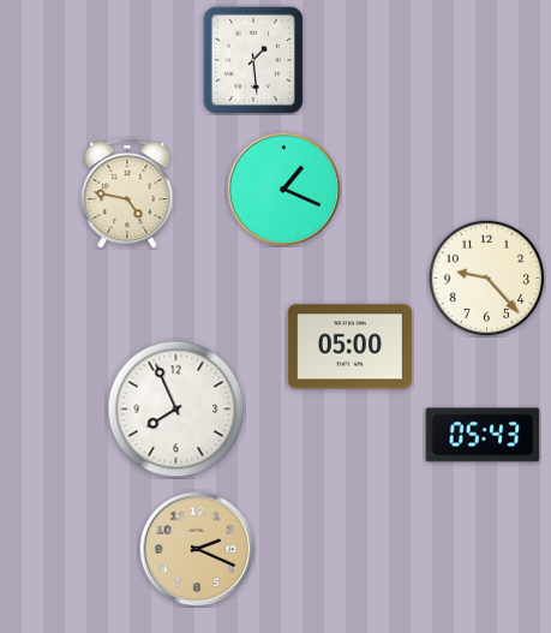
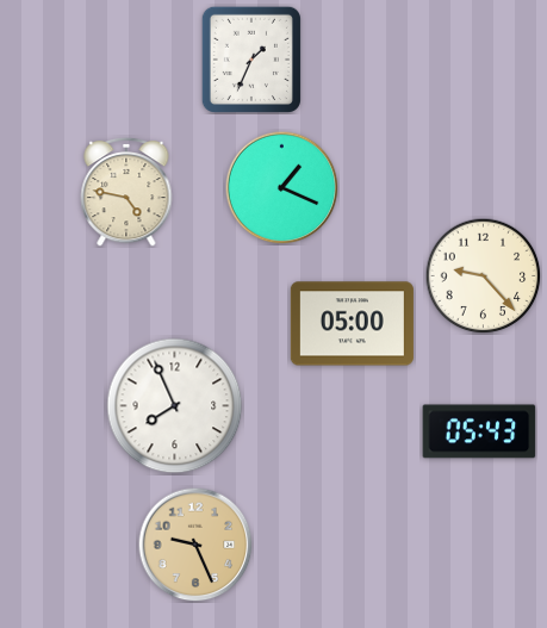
clock at (253, 60): 1:29 -> 1:34
clock at (349, 347) position: (349, 347) -> (352, 324)
clock at (197, 549): 2:19 -> 9:26
